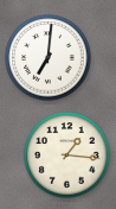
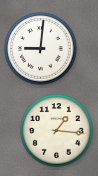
clock at (49, 58): 7:01 -> 9:01
